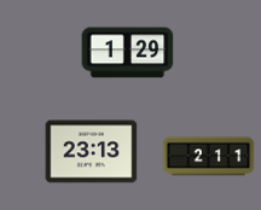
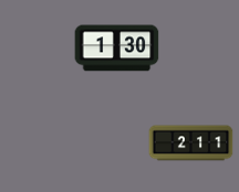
clock at (128, 53): 1:29 -> 1:30
clock at (92, 152): 23:13 -> none
